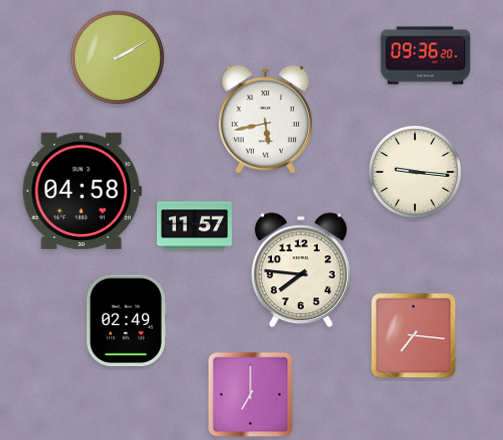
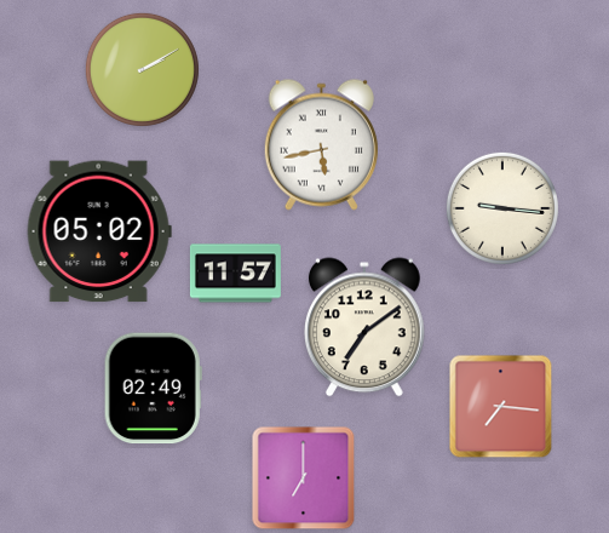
clock at (426, 56): 09:36 -> none
clock at (82, 191): 04:58 -> 05:02
clock at (302, 270): 7:46 -> 7:09
